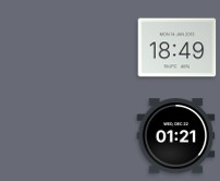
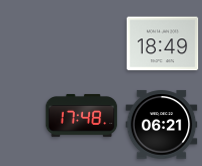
clock at (82, 116): none -> 17:48
clock at (176, 136): 01:21 -> 06:21
